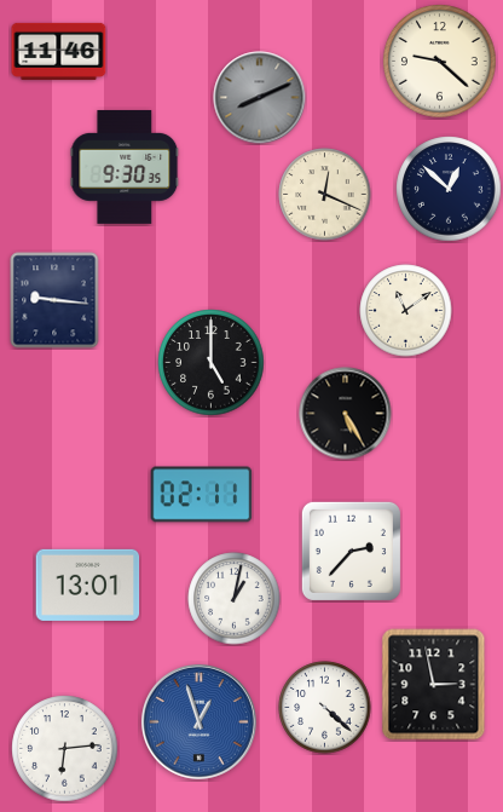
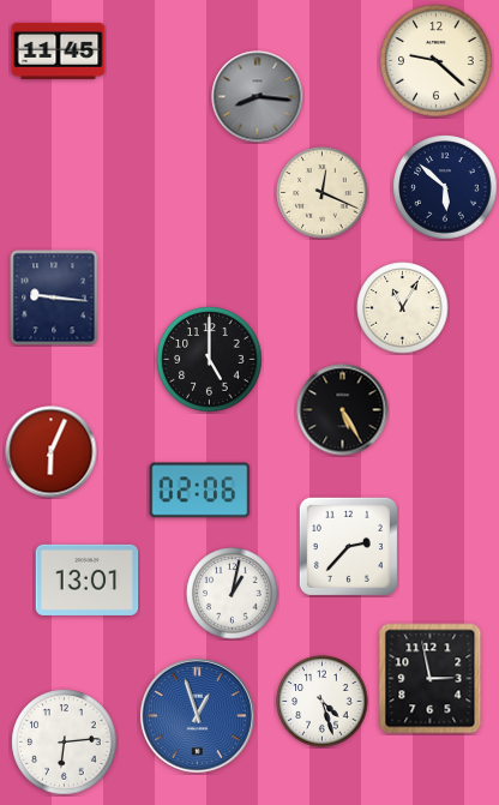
clock at (59, 51): 11:46 -> 11:45
clock at (260, 98): 8:11 -> 8:16
clock at (125, 167): 9:30 -> none
clock at (449, 189): 12:52 -> 5:52
clock at (406, 311): 11:09 -> 11:05
clock at (52, 452): none -> 6:04
clock at (202, 495): 02:11 -> 02:06
clock at (325, 708): 4:22 -> 4:27
